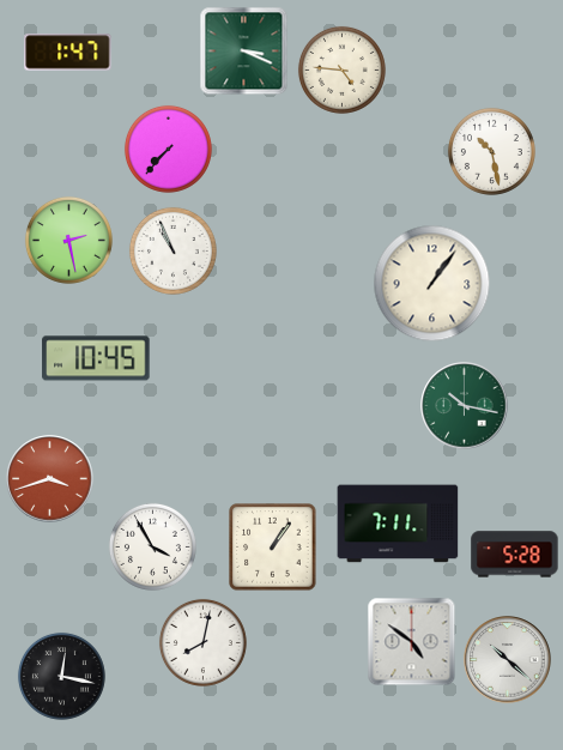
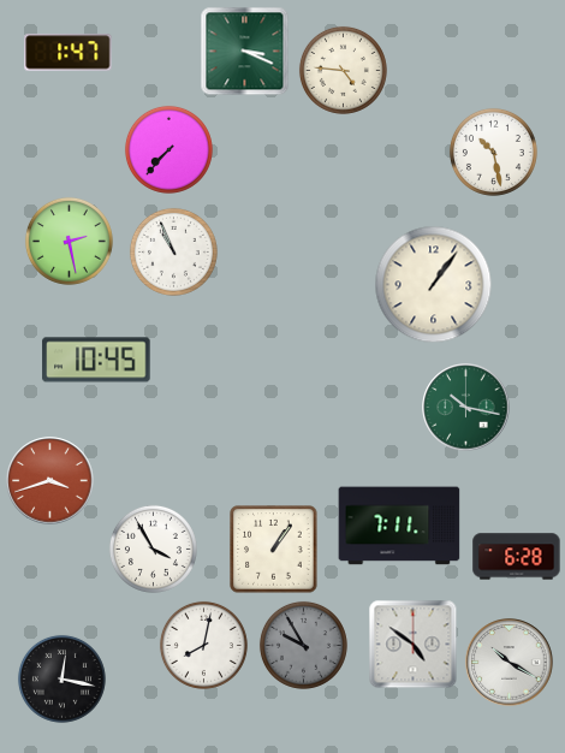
clock at (515, 555): 5:28 -> 6:28
clock at (303, 645): none -> 9:55
clock at (508, 660): 10:22 -> 10:20
